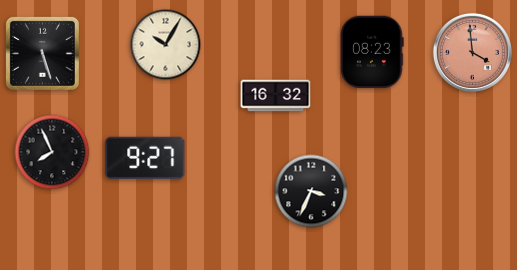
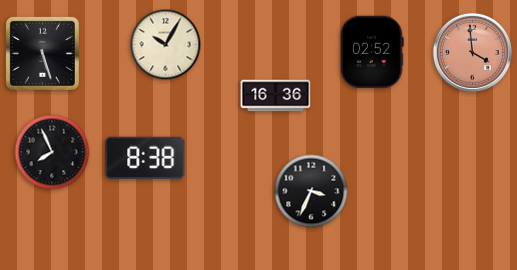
clock at (372, 52): 08:23 -> 02:52
clock at (276, 96): 16:32 -> 16:36
clock at (145, 158): 9:27 -> 8:38
